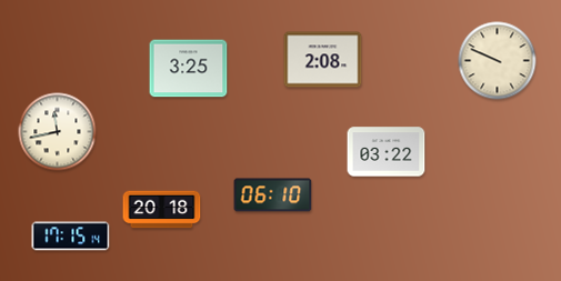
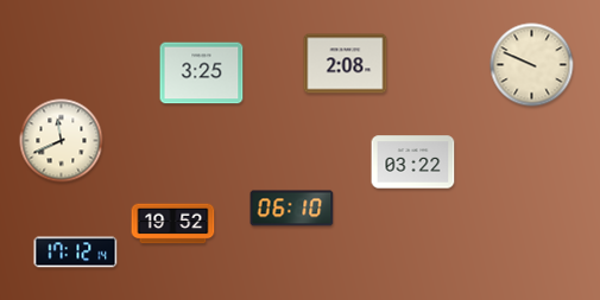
clock at (58, 132): 11:43 -> 11:41
clock at (162, 210): 20:18 -> 19:52
clock at (71, 237): 17:15 -> 17:12
